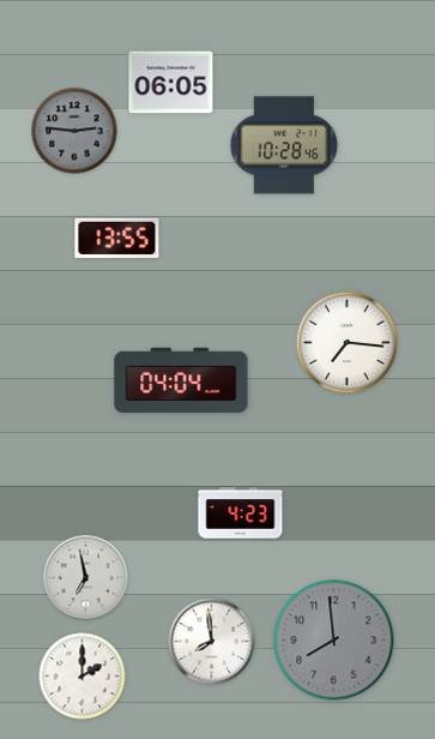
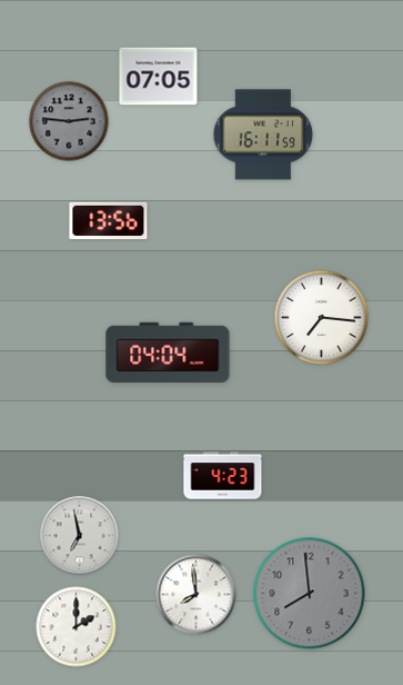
clock at (171, 83): 06:05 -> 07:05
clock at (284, 145): 10:28 -> 16:11
clock at (117, 239): 13:55 -> 13:56
